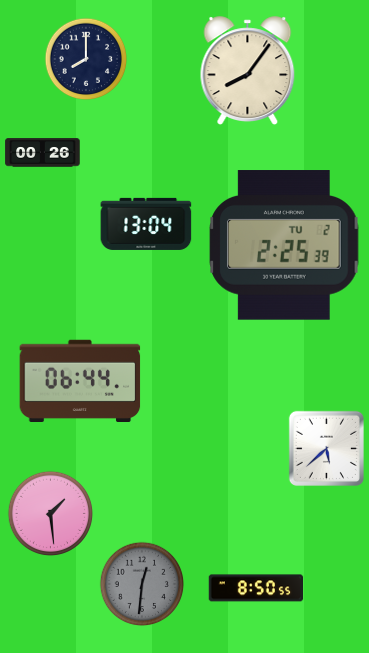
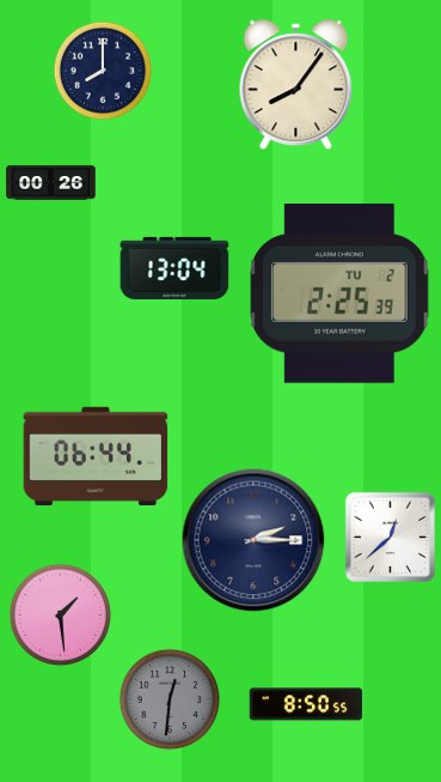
clock at (326, 448): 5:38 -> 12:38
clock at (253, 540): none -> 2:15
